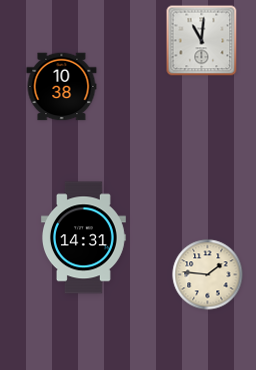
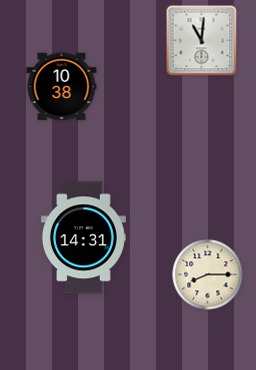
clock at (208, 275): 1:46 -> 8:15
